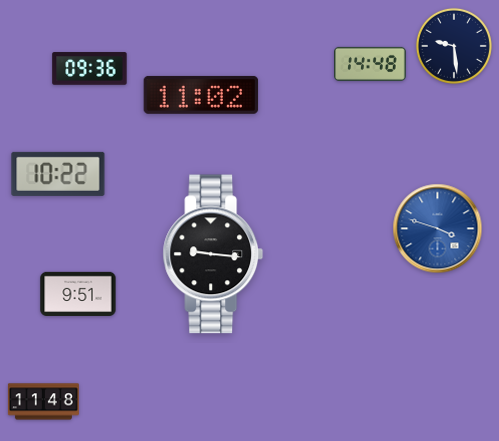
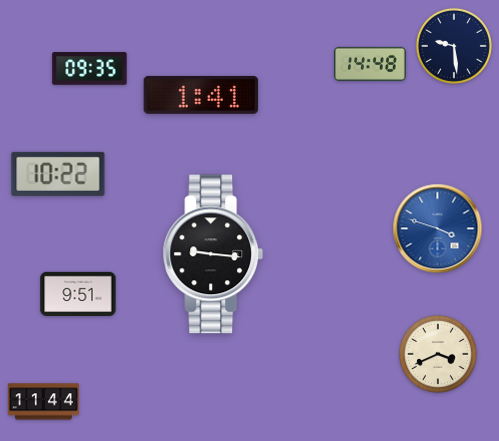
clock at (90, 69): 09:36 -> 09:35
clock at (201, 95): 11:02 -> 1:41
clock at (438, 354): none -> 3:41
clock at (43, 402): 11:48 -> 11:44
